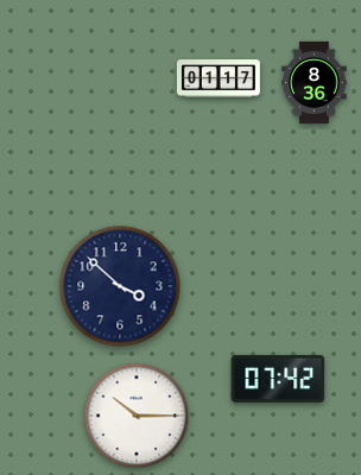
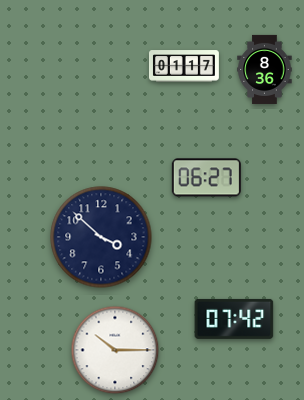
clock at (206, 178): none -> 06:27
clock at (120, 286) position: (120, 286) -> (101, 237)
